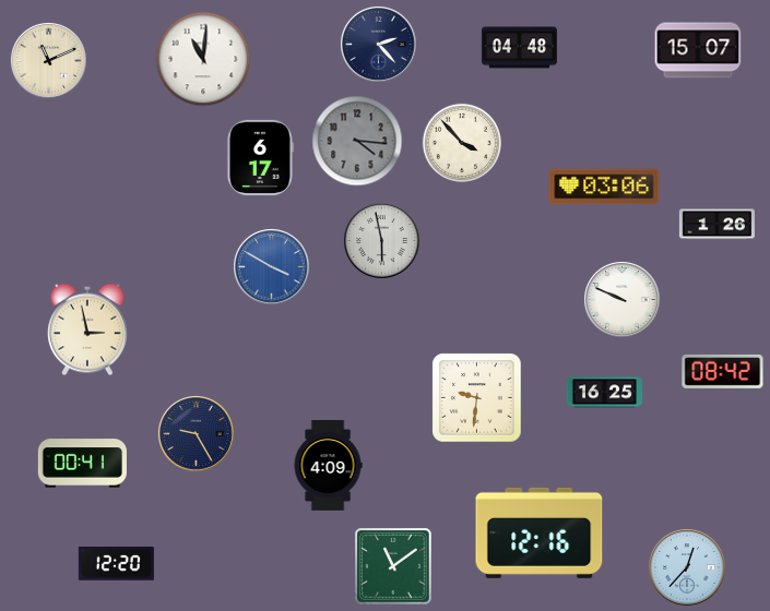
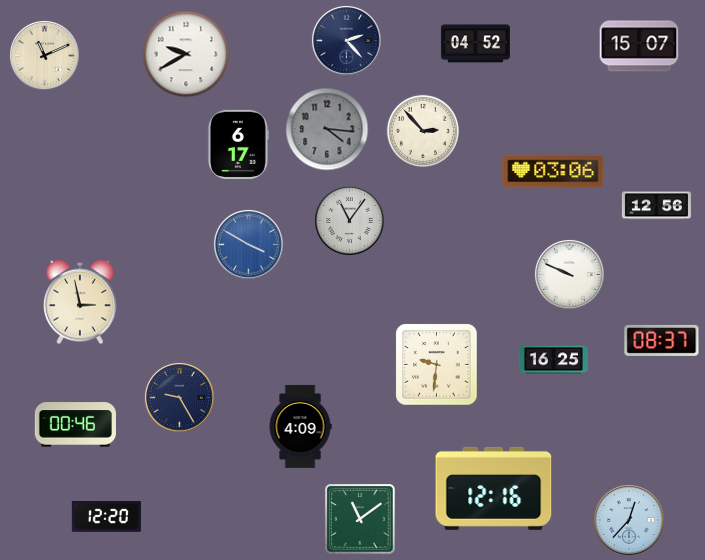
clock at (519, 48): 04:48 -> 04:52
clock at (203, 59): 11:01 -> 9:40
clock at (462, 143): 3:53 -> 2:53
clock at (716, 225): 1:26 -> 12:56
clock at (381, 240): 5:58 -> 11:06
clock at (723, 371): 08:42 -> 08:37
clock at (82, 464): 00:41 -> 00:46
